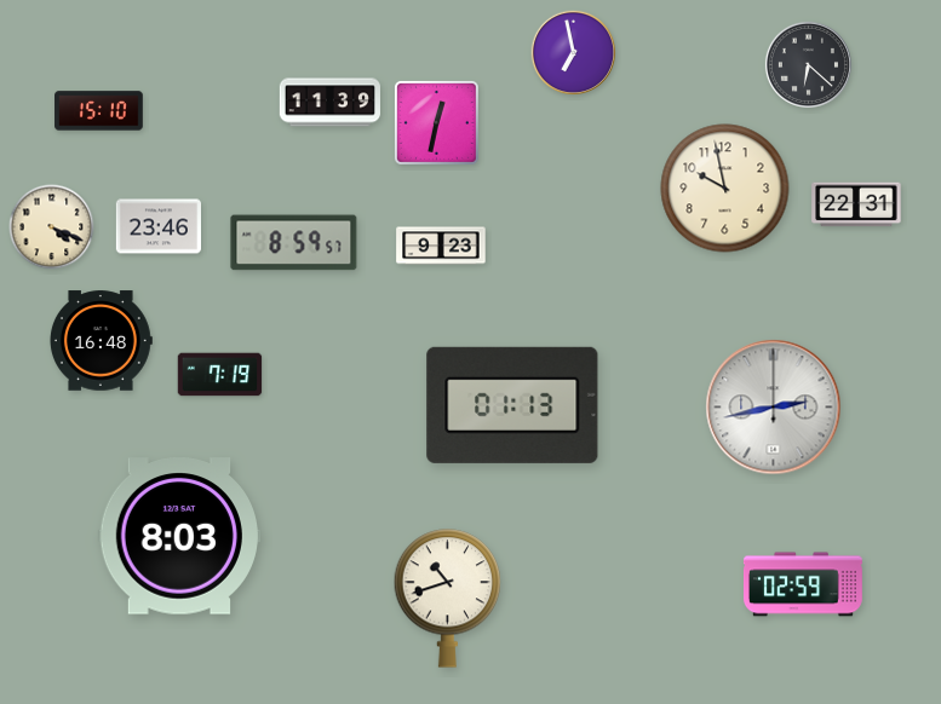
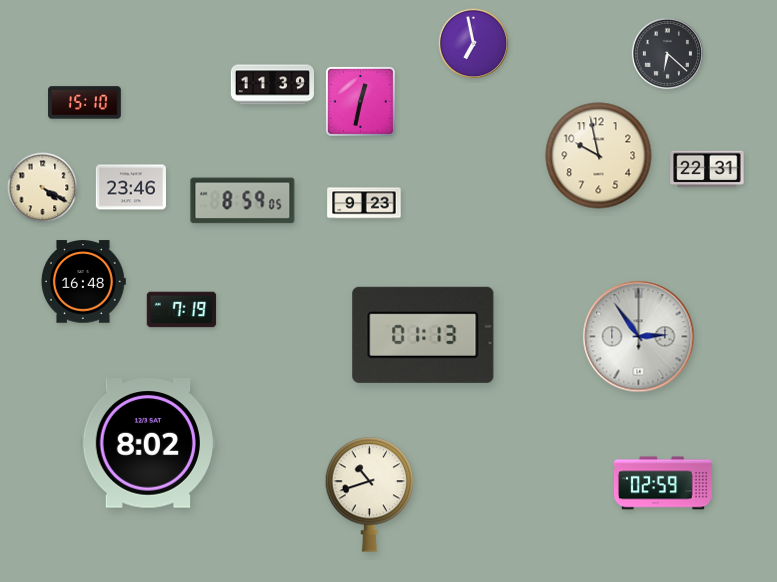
clock at (99, 111) position: (99, 111) -> (85, 103)
clock at (52, 227): 4:19 -> 4:20
clock at (294, 243): 8:59:57 -> 8:59:05
clock at (774, 408): 2:43 -> 2:54
clock at (179, 536): 8:03 -> 8:02
